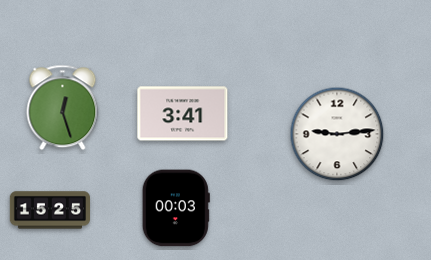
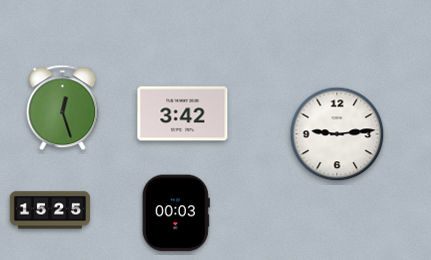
clock at (183, 114): 3:41 -> 3:42
clock at (176, 208) position: (176, 208) -> (176, 213)
